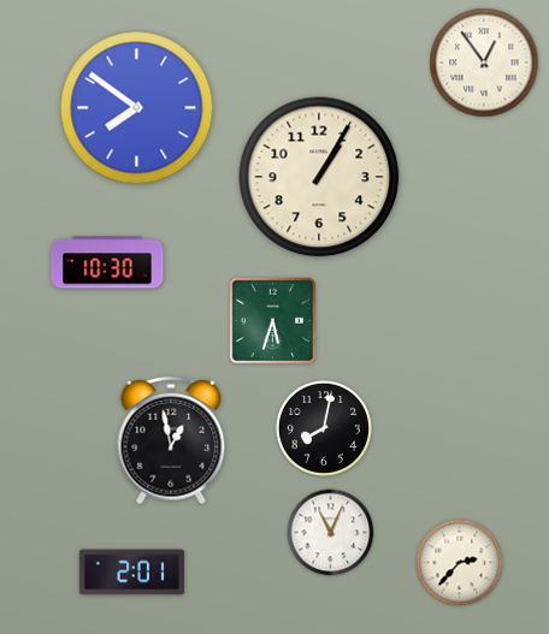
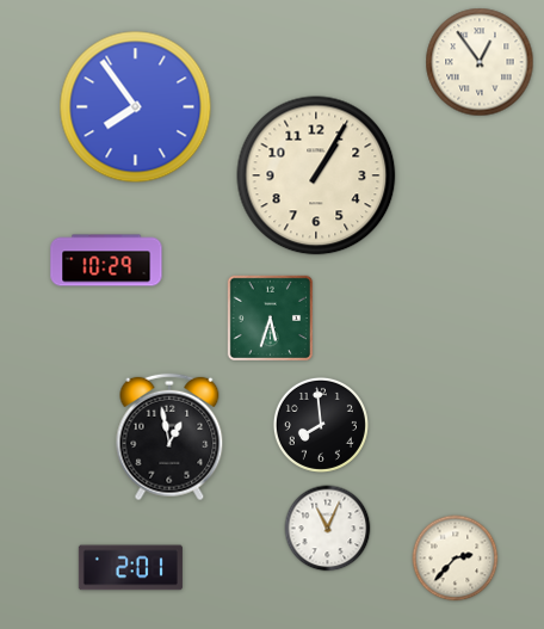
clock at (137, 108): 7:51 -> 7:54
clock at (107, 262): 10:30 -> 10:29
clock at (324, 428): 8:02 -> 7:59
